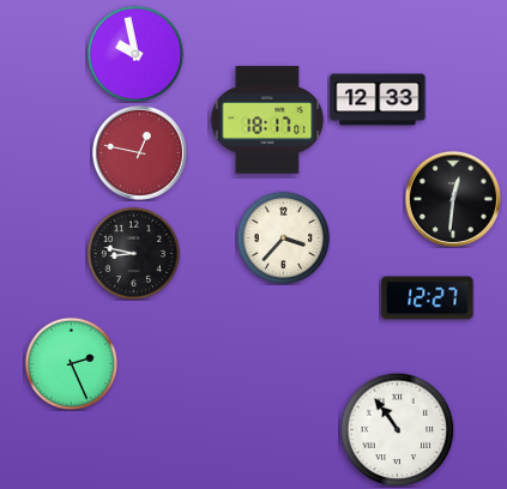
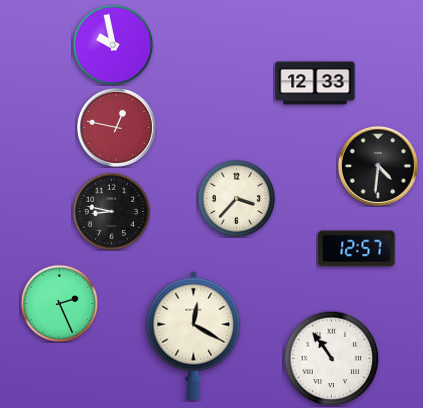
clock at (267, 120): 18:17 -> none
clock at (453, 199): 12:31 -> 4:31
clock at (428, 298): 12:27 -> 12:57
clock at (194, 335): none -> 12:20
